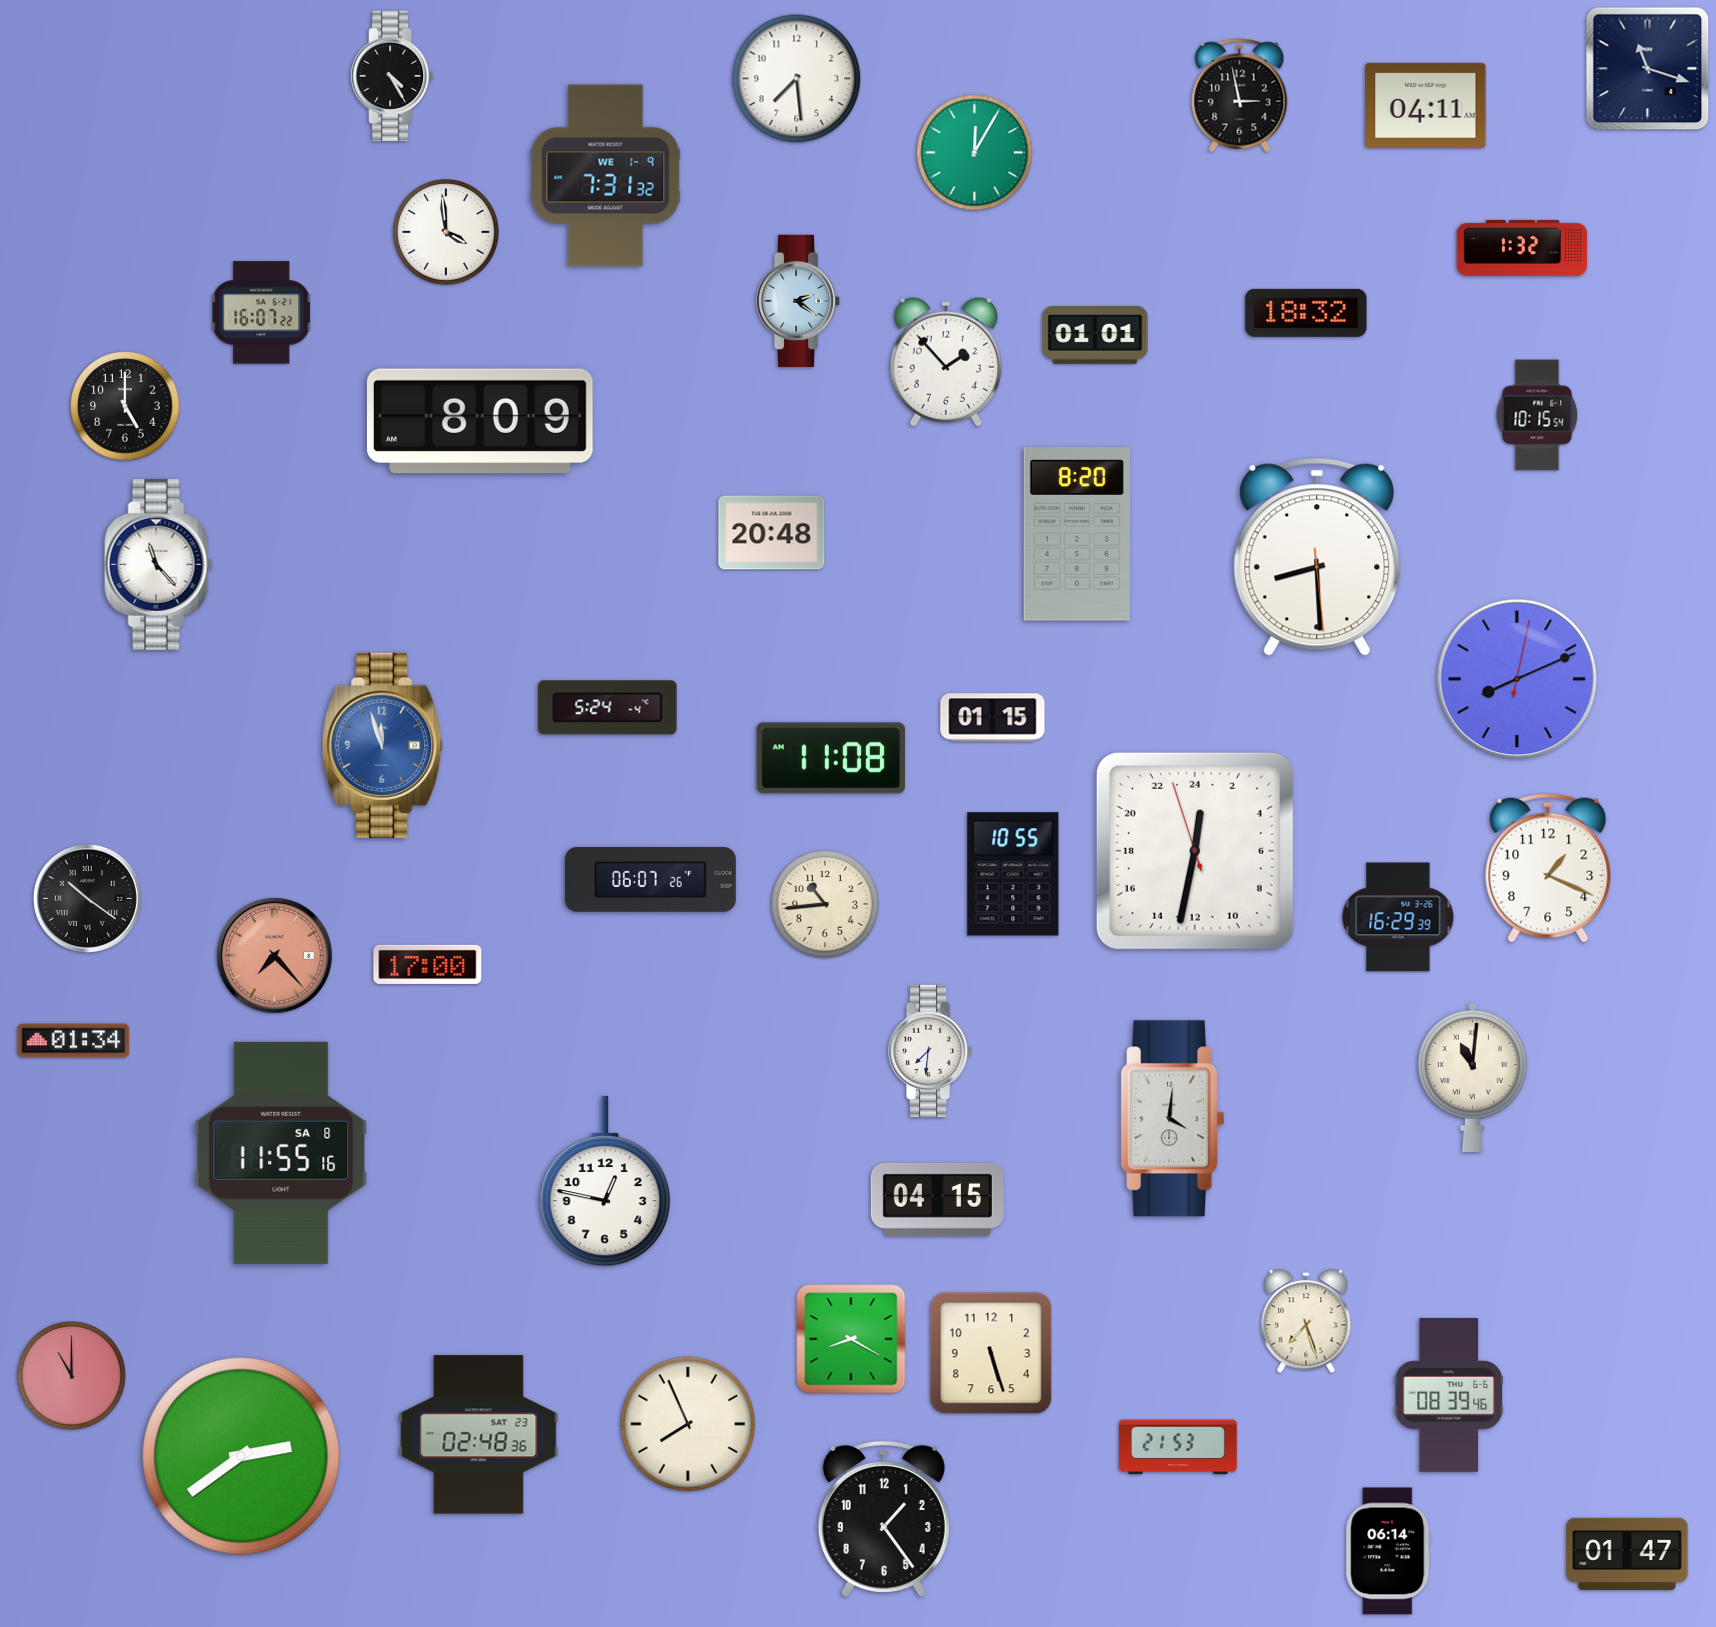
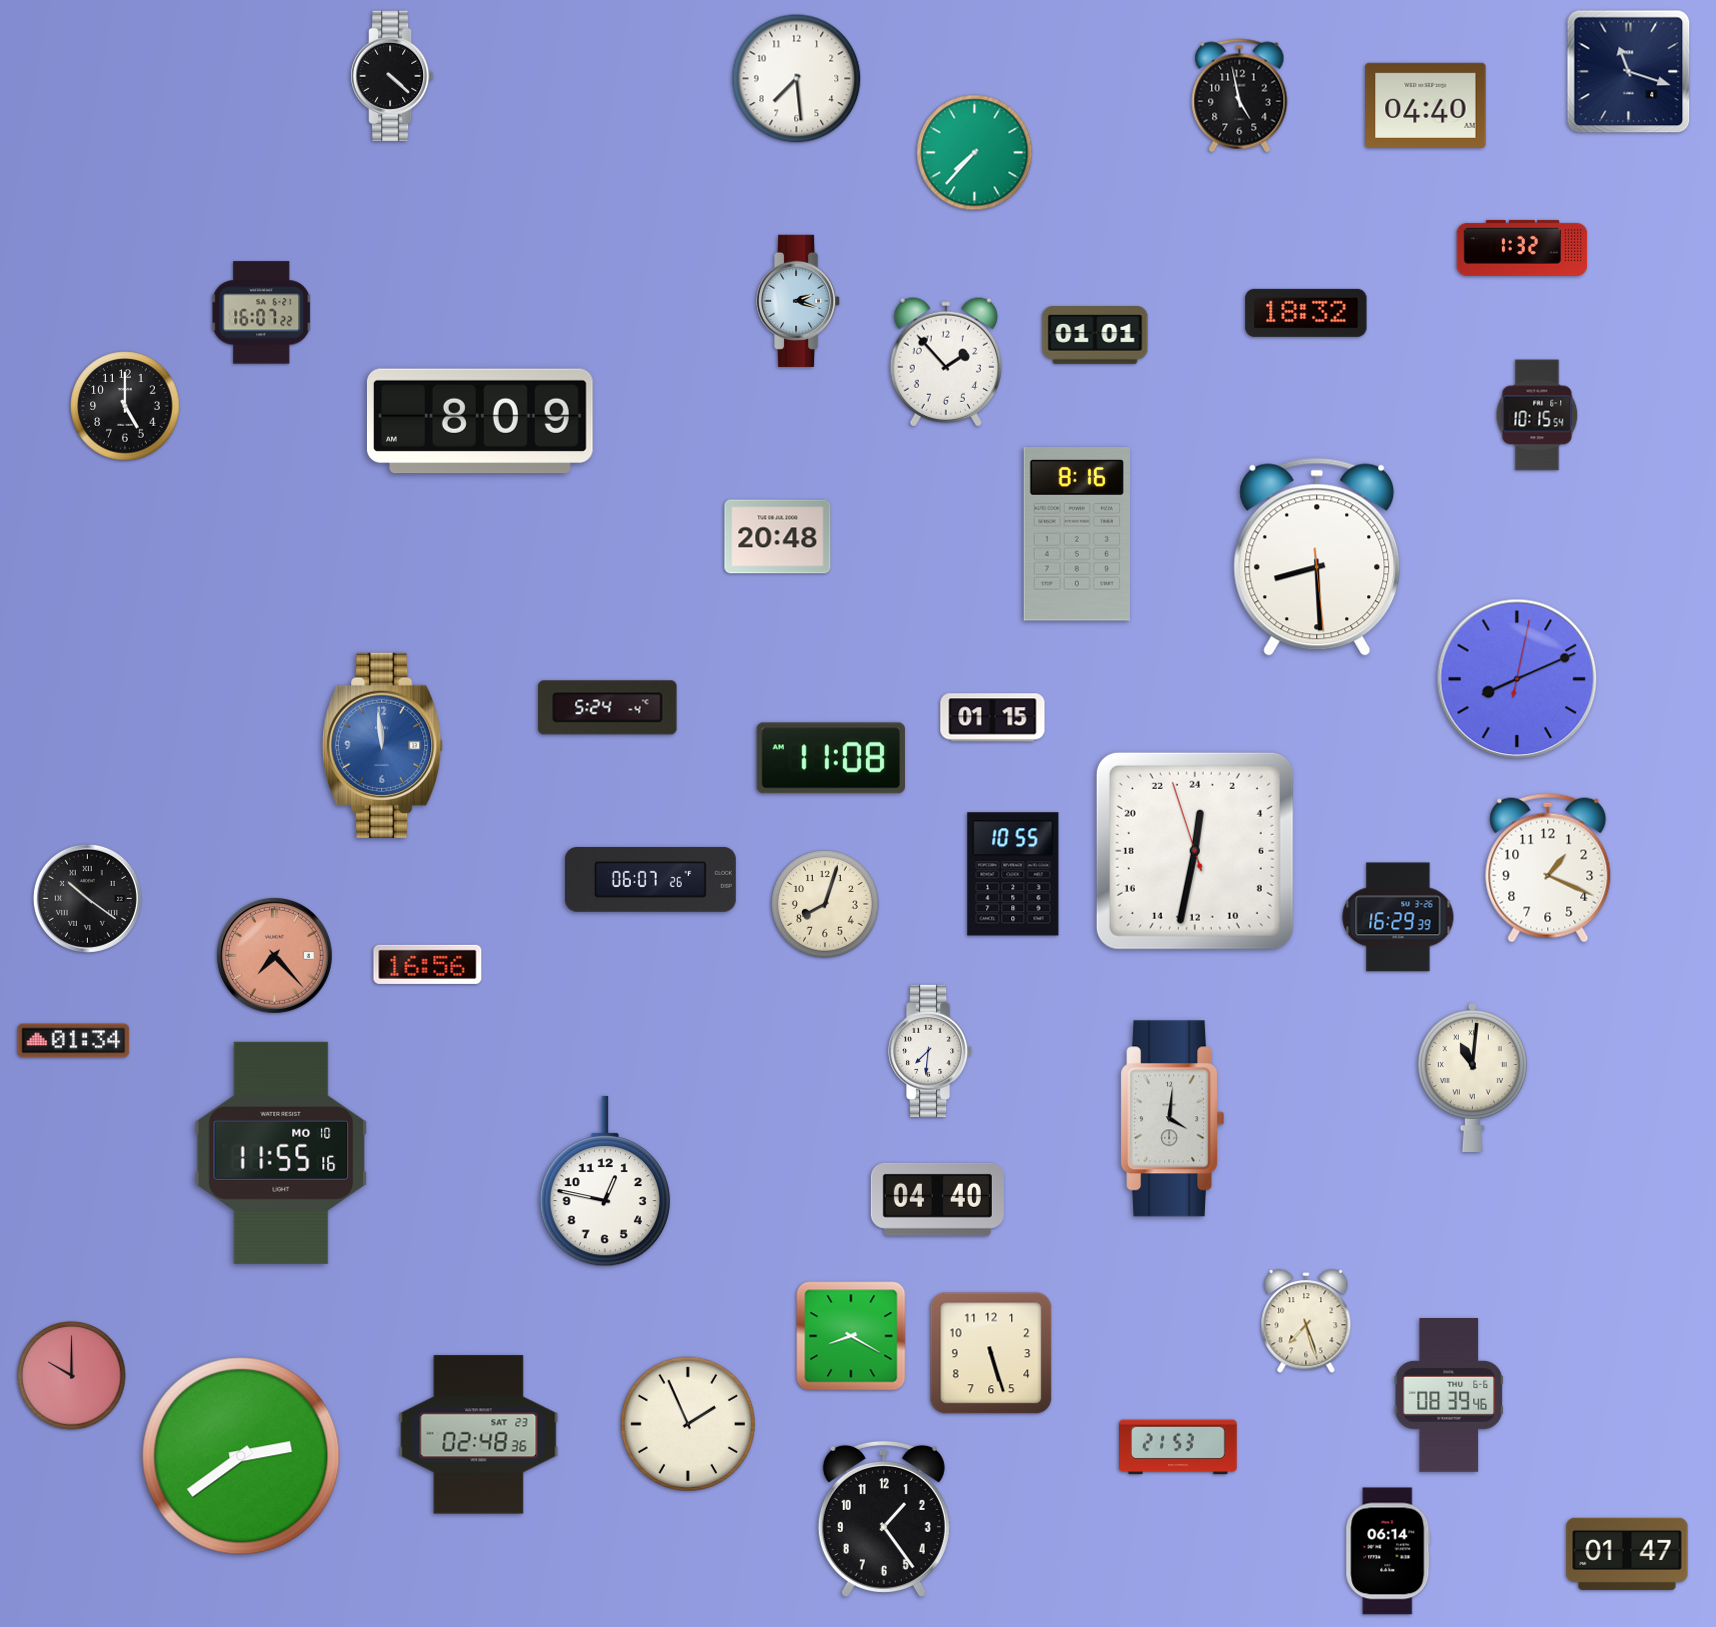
clock at (1648, 69) position: (1648, 69) -> (1629, 72)
clock at (392, 76): 4:25 -> 4:22
clock at (1240, 96): 2:58 -> 4:58
clock at (1426, 105): 04:11 -> 04:40
clock at (975, 153): 12:05 -> 7:37
clock at (606, 176): 7:31 -> none
clock at (446, 232): 3:59 -> none
clock at (799, 301): 2:21 -> 2:18
clock at (772, 533) position: (772, 533) -> (778, 537)
clock at (1077, 534): 8:20 -> 8:16
clock at (159, 564): 11:23 -> none
clock at (383, 745): 11:57 -> 11:59
clock at (825, 904): 10:44 -> 8:03
clock at (428, 964): 17:00 -> 16:56
clock at (281, 1153) date: SA 8 -> MO 10
clock at (937, 1199): 04:15 -> 04:40
clock at (851, 1339) position: (851, 1339) -> (851, 1336)
clock at (72, 1376): 11:00 -> 10:00
clock at (687, 1423): 7:56 -> 1:56
